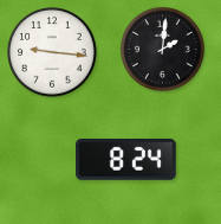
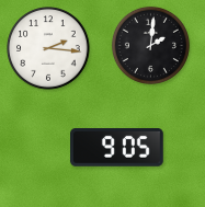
clock at (52, 52): 9:16 -> 2:16
clock at (126, 160): 8:24 -> 9:05
